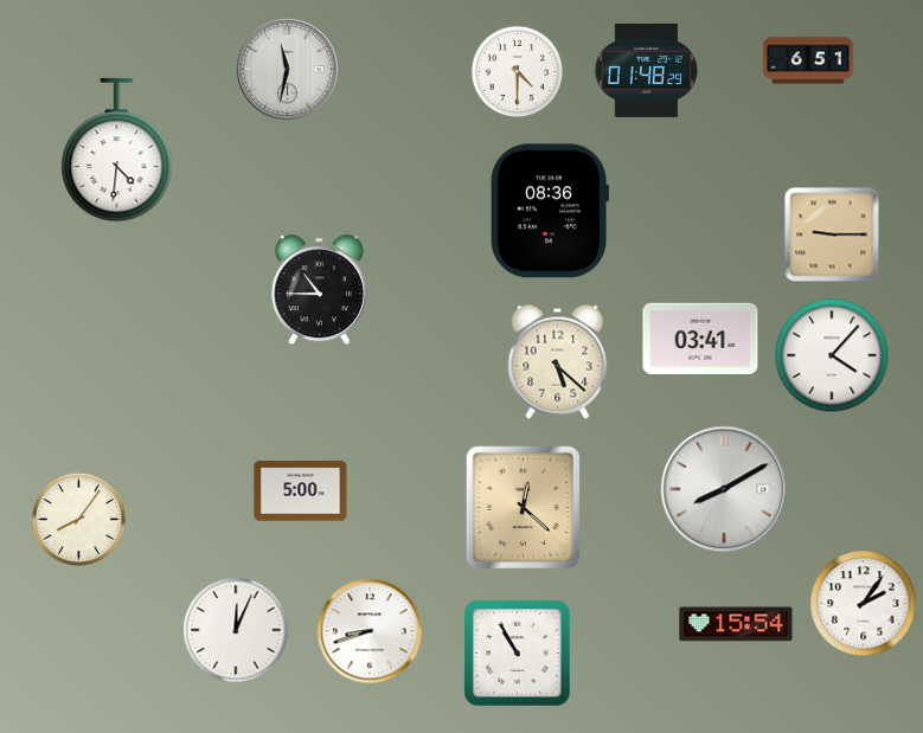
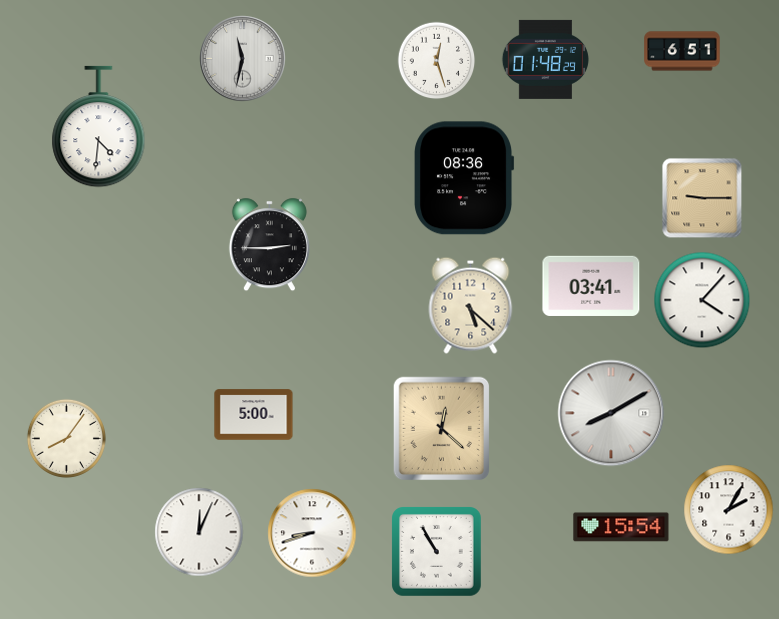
clock at (518, 72): 4:30 -> 12:27
clock at (319, 290): 10:45 -> 2:45
clock at (864, 604): 2:06 -> 2:05
